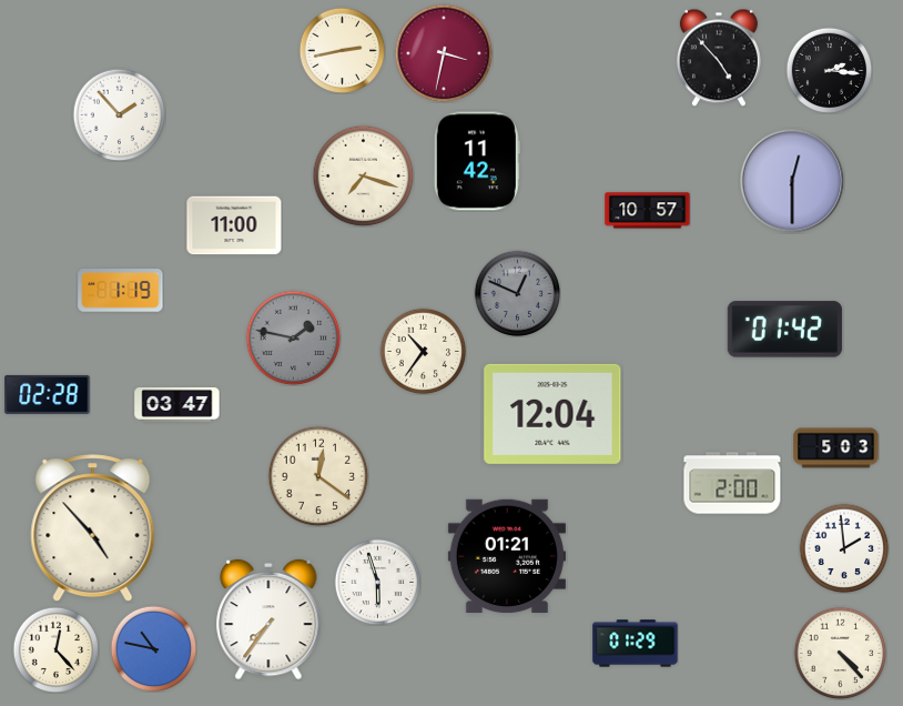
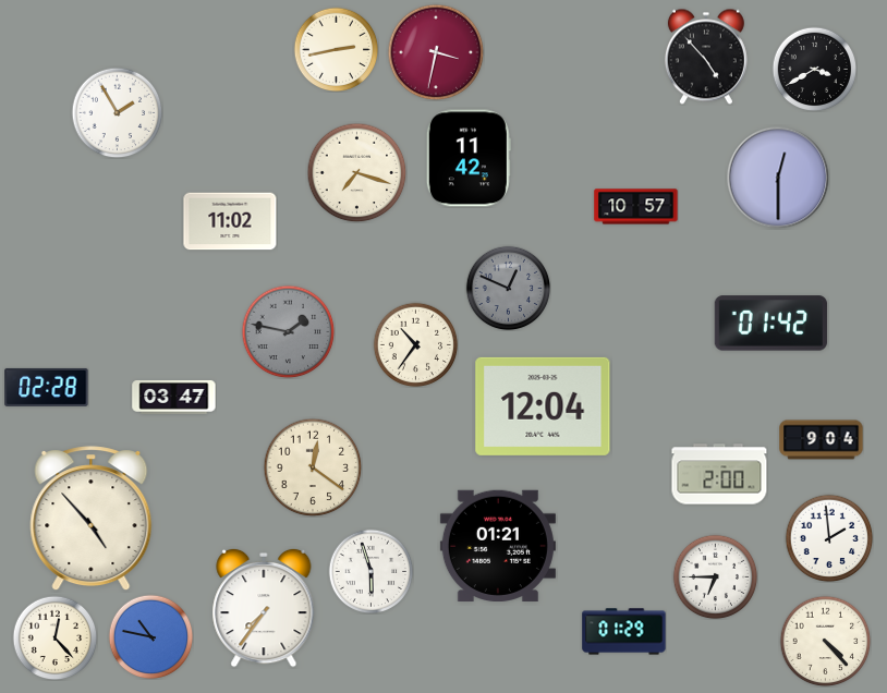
clock at (829, 70): 2:16 -> 3:40
clock at (119, 114): 1:53 -> 1:55
clock at (234, 225): 11:00 -> 11:02
clock at (121, 291): 1:19 -> none
clock at (836, 448): 5:03 -> 9:04
clock at (715, 576): none -> 6:45
